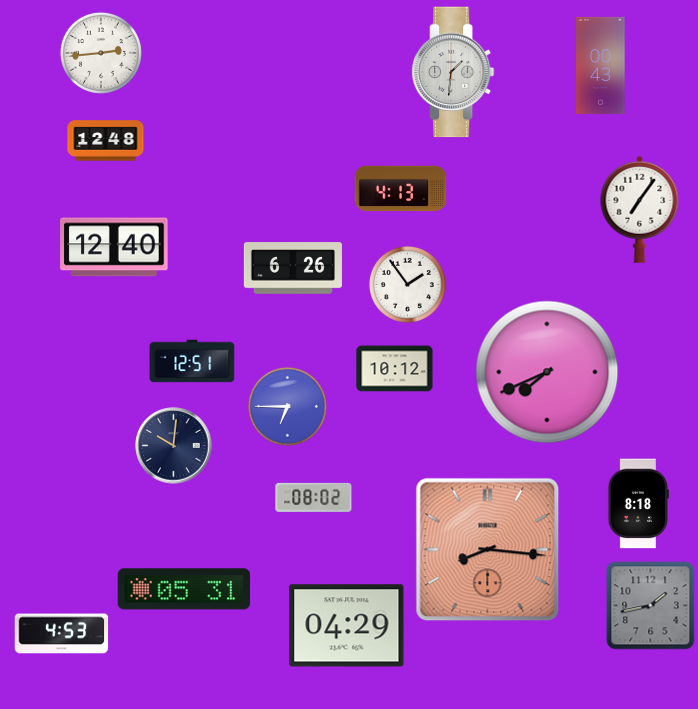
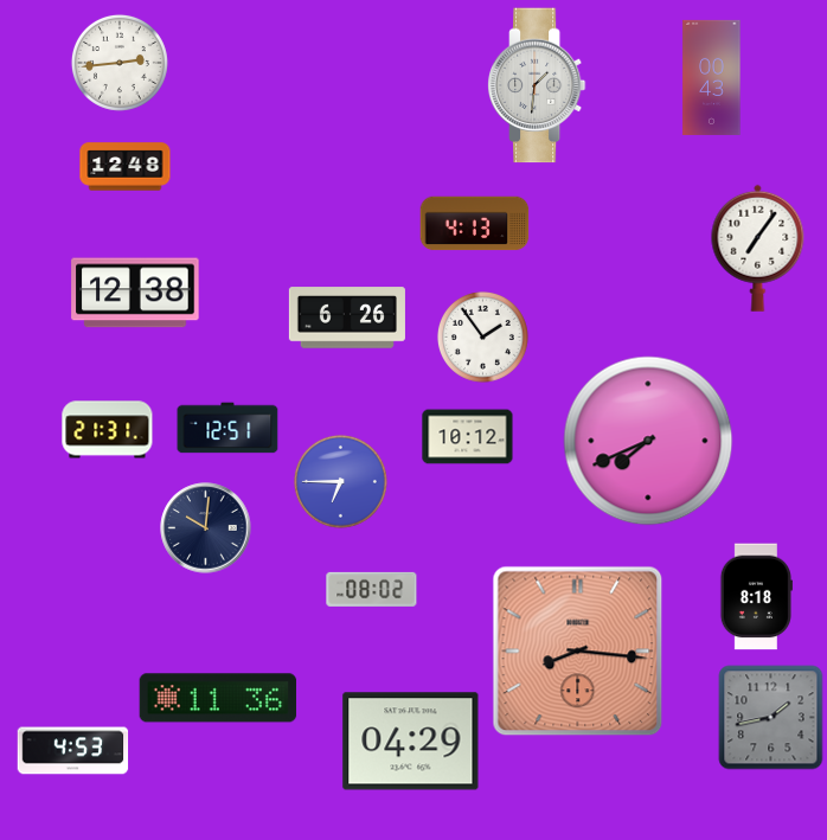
clock at (114, 247): 12:40 -> 12:38
clock at (108, 430): none -> 21:31
clock at (184, 589): 05:31 -> 11:36
